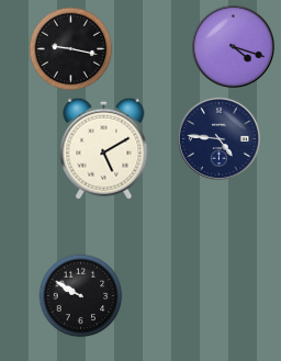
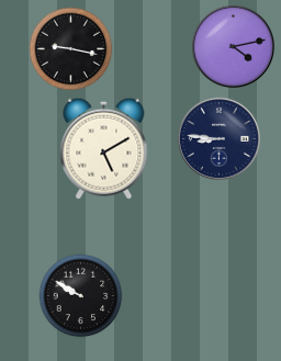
clock at (233, 46): 4:18 -> 4:13
clock at (218, 138): 4:46 -> 8:46
